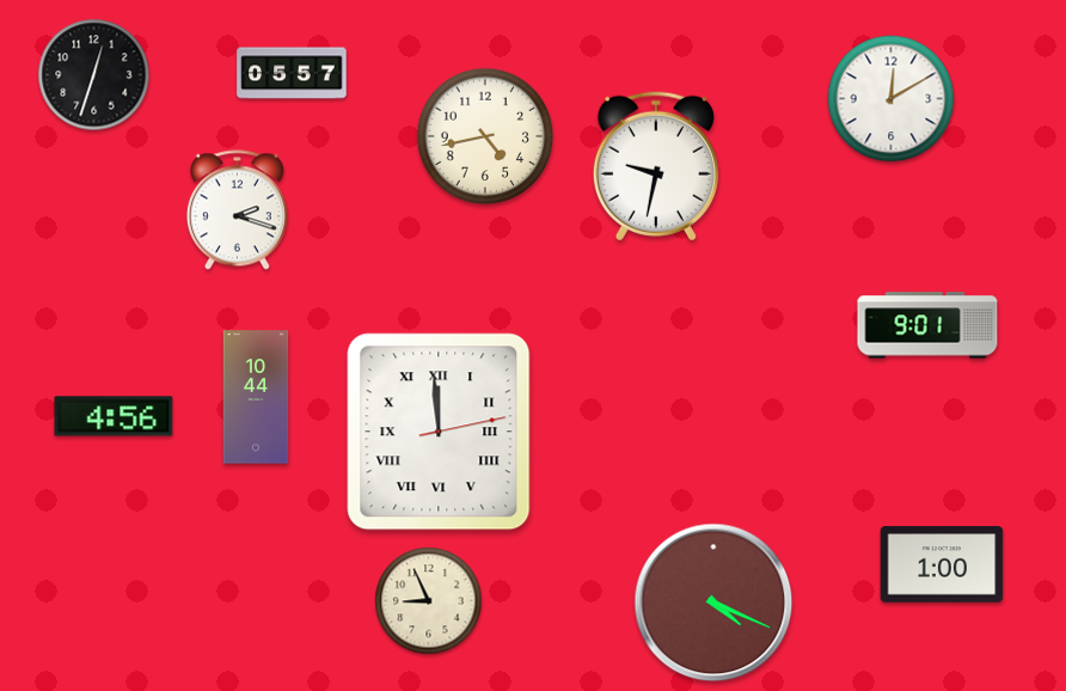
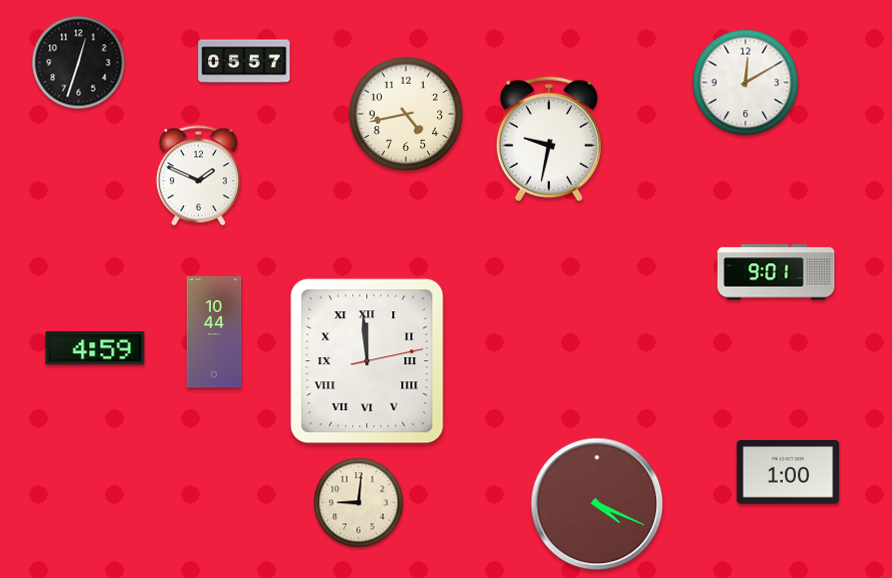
clock at (237, 210): 2:18 -> 1:49
clock at (114, 416): 4:56 -> 4:59
clock at (429, 601): 8:56 -> 9:01
